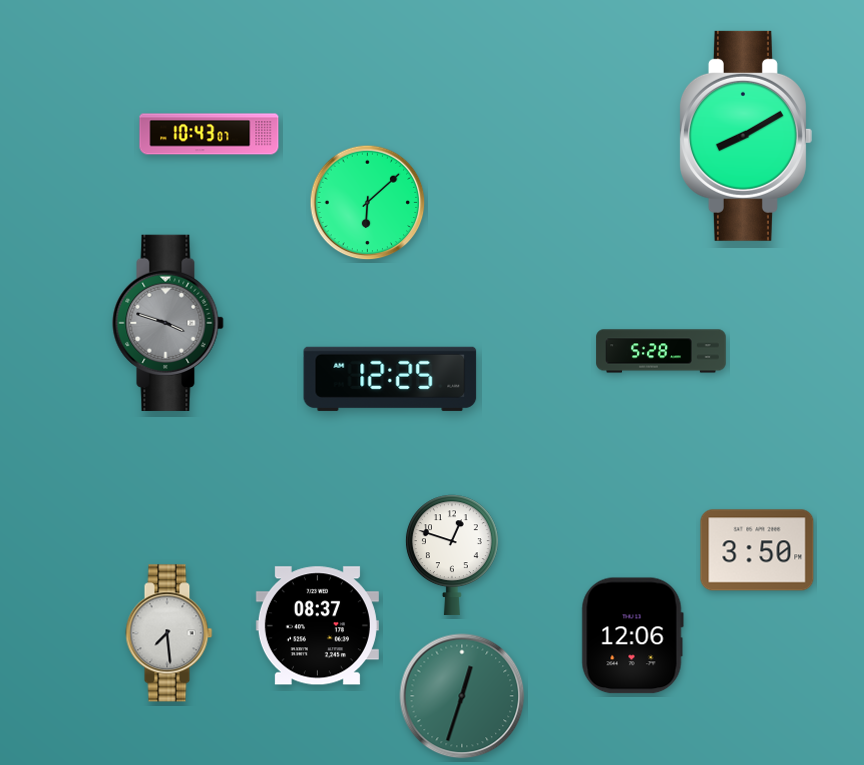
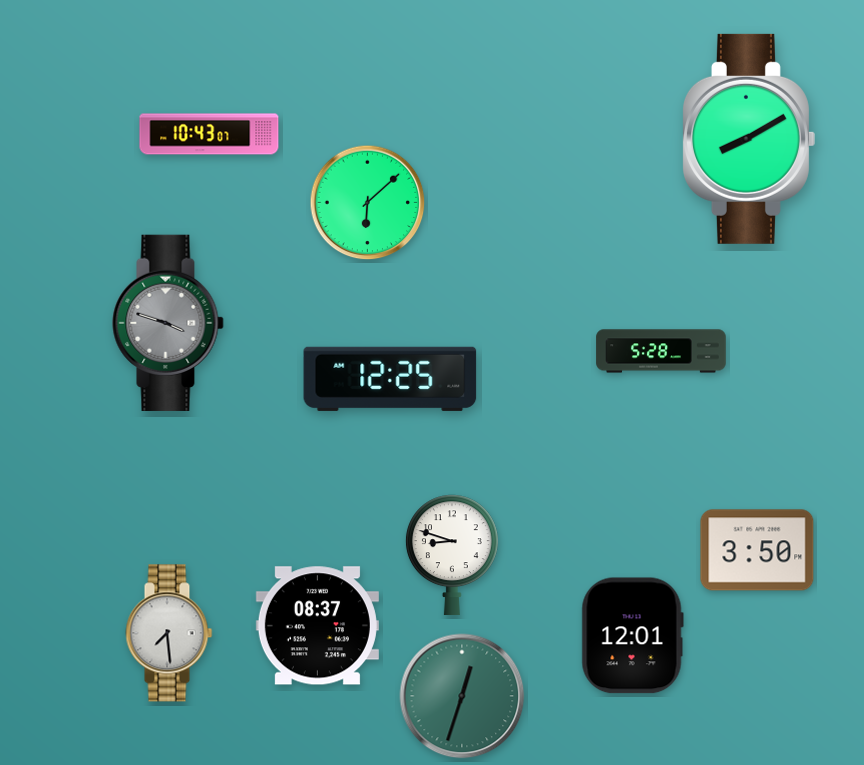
clock at (745, 136) position: (745, 136) -> (748, 139)
clock at (452, 555): 12:48 -> 8:48
clock at (632, 636): 12:06 -> 12:01
